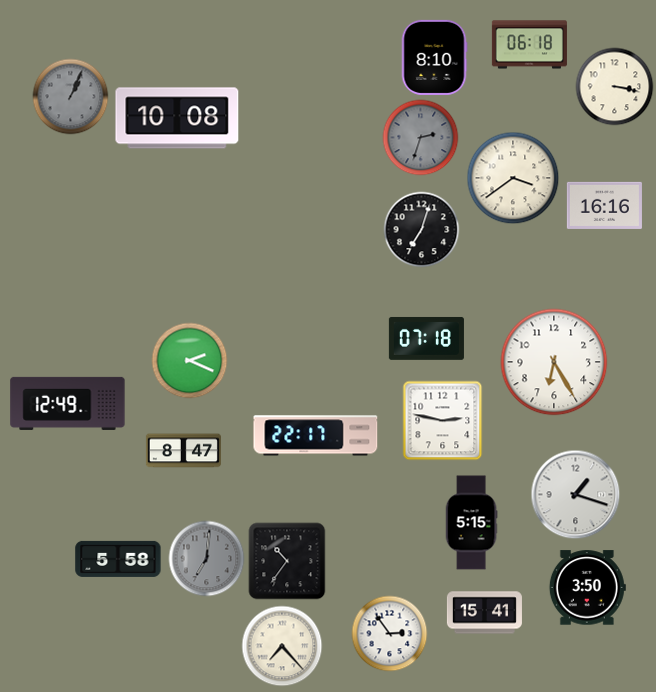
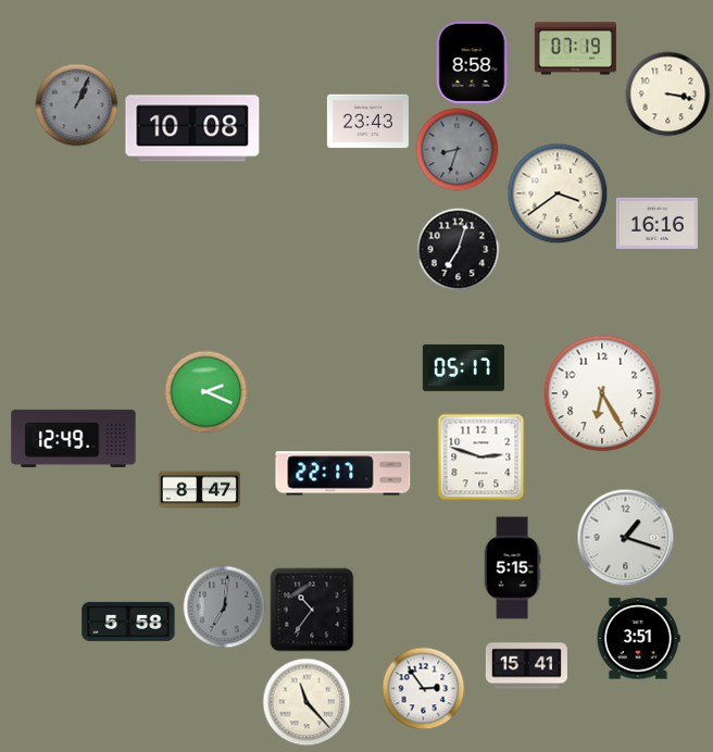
clock at (529, 45): 06:18 -> 07:19
clock at (434, 57): 8:10 -> 8:58
clock at (367, 122): none -> 23:43
clock at (421, 138): 2:33 -> 8:33
clock at (426, 338): 07:18 -> 05:17
clock at (443, 421): 2:47 -> 2:48
clock at (118, 559) position: (118, 559) -> (128, 622)
clock at (587, 588): 3:50 -> 3:51
clock at (282, 646): 7:23 -> 11:23
